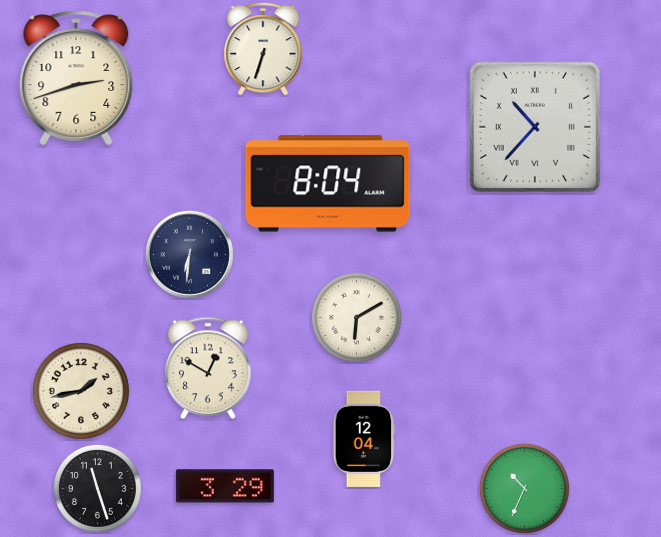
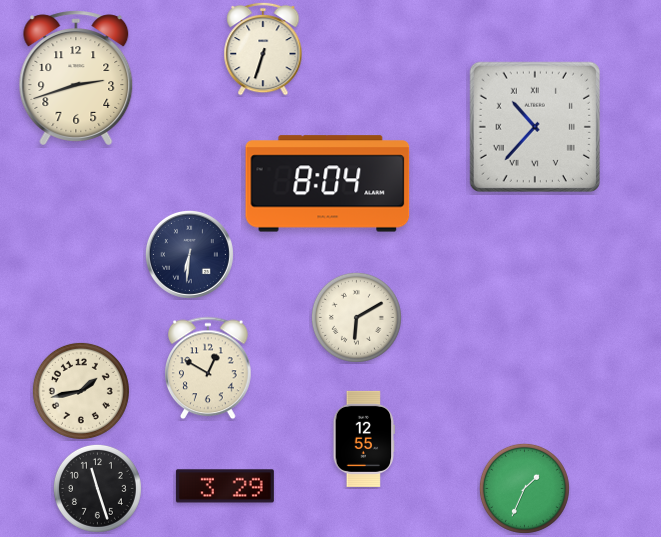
clock at (364, 439): 12:04 -> 12:55
clock at (524, 488): 10:34 -> 1:34
